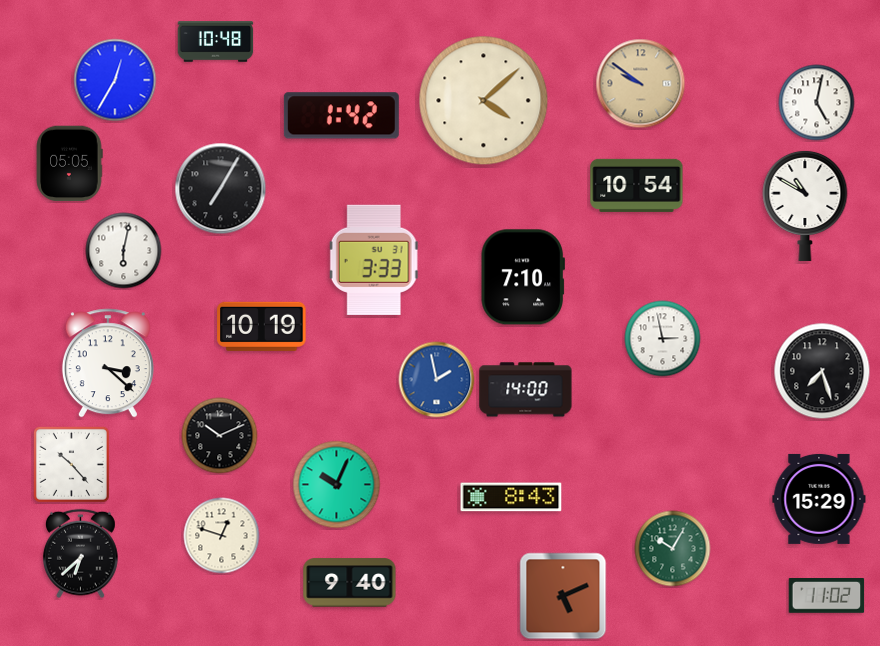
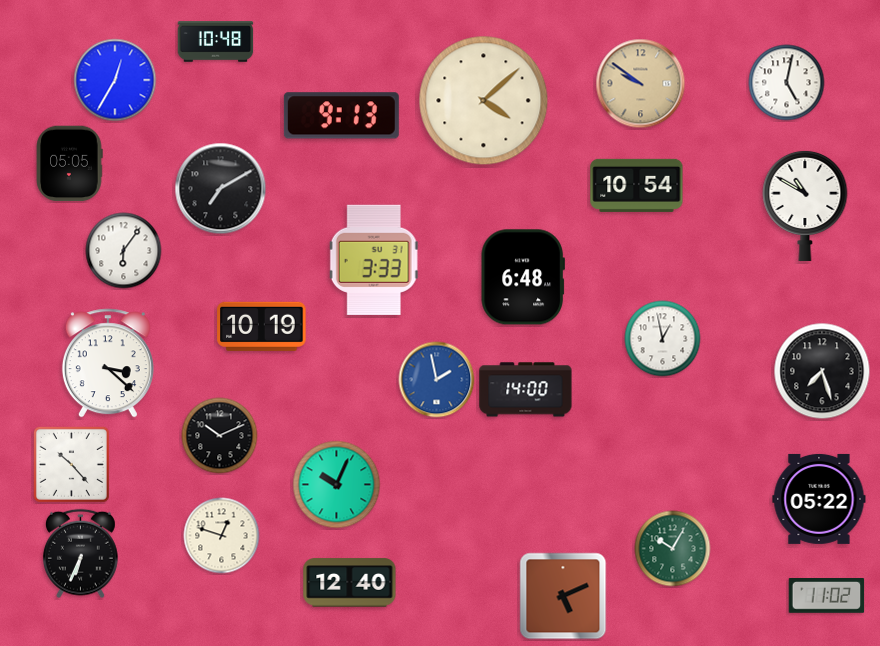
clock at (817, 103) position: (817, 103) -> (787, 83)
clock at (341, 116): 1:42 -> 9:13
clock at (221, 189): 7:05 -> 7:10
clock at (124, 251): 6:02 -> 6:06
clock at (523, 277): 7:10 -> 6:48
clock at (663, 339): 2:58 -> 12:58
clock at (511, 497): 8:43 -> none
clock at (819, 499): 15:29 -> 05:22
clock at (80, 554): 6:38 -> 6:34
clock at (350, 583): 9:40 -> 12:40
